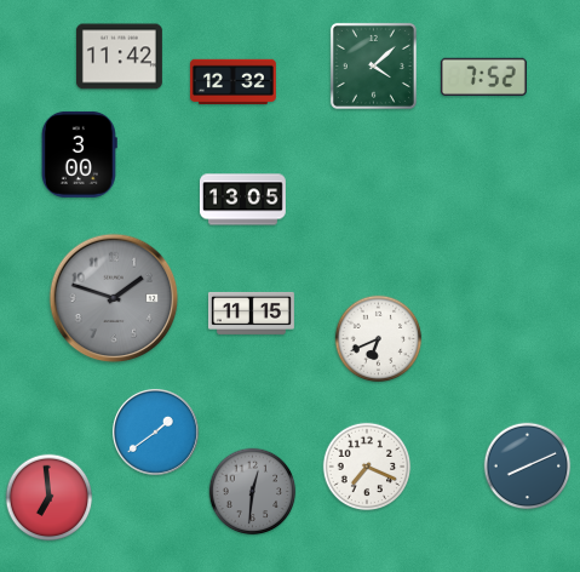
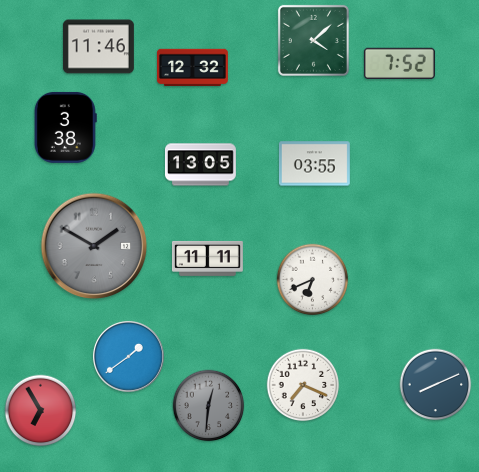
clock at (119, 57): 11:42 -> 11:46
clock at (373, 65) position: (373, 65) -> (313, 40)
clock at (79, 154): 3:00 -> 3:38
clock at (314, 164): none -> 03:55
clock at (114, 298): 1:48 -> 1:50
clock at (251, 313): 11:15 -> 11:11
clock at (50, 498): 6:59 -> 6:55
